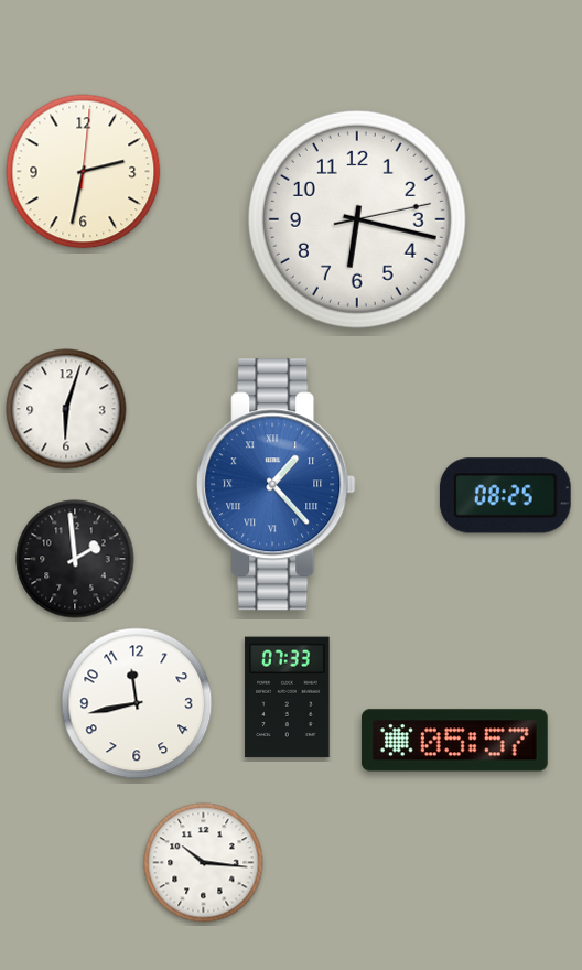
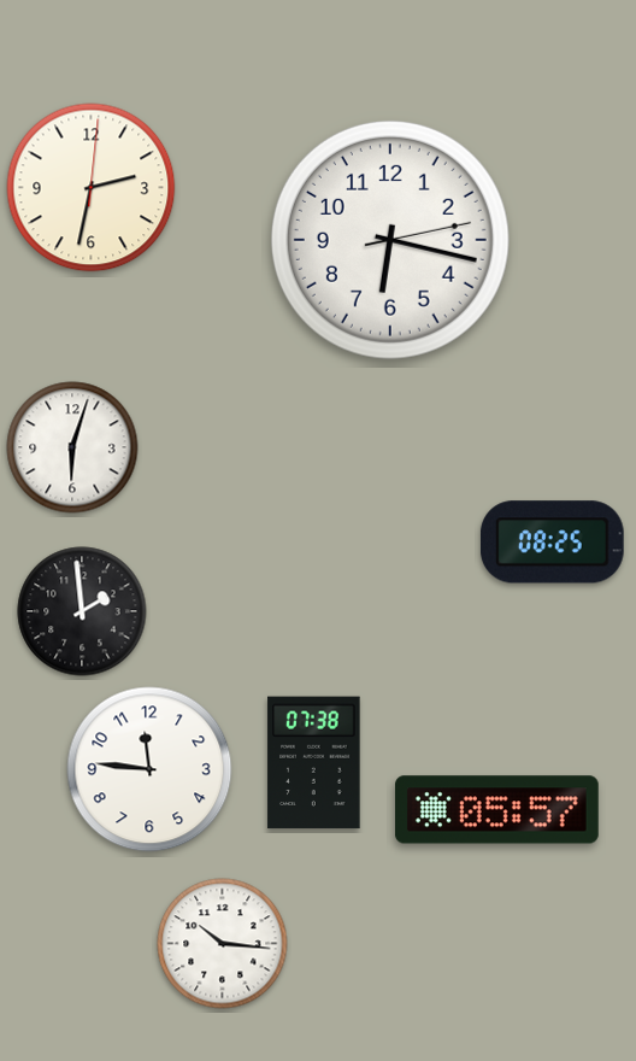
clock at (277, 485): 1:23 -> none
clock at (288, 698): 07:33 -> 07:38
clock at (137, 703): 11:43 -> 11:46
